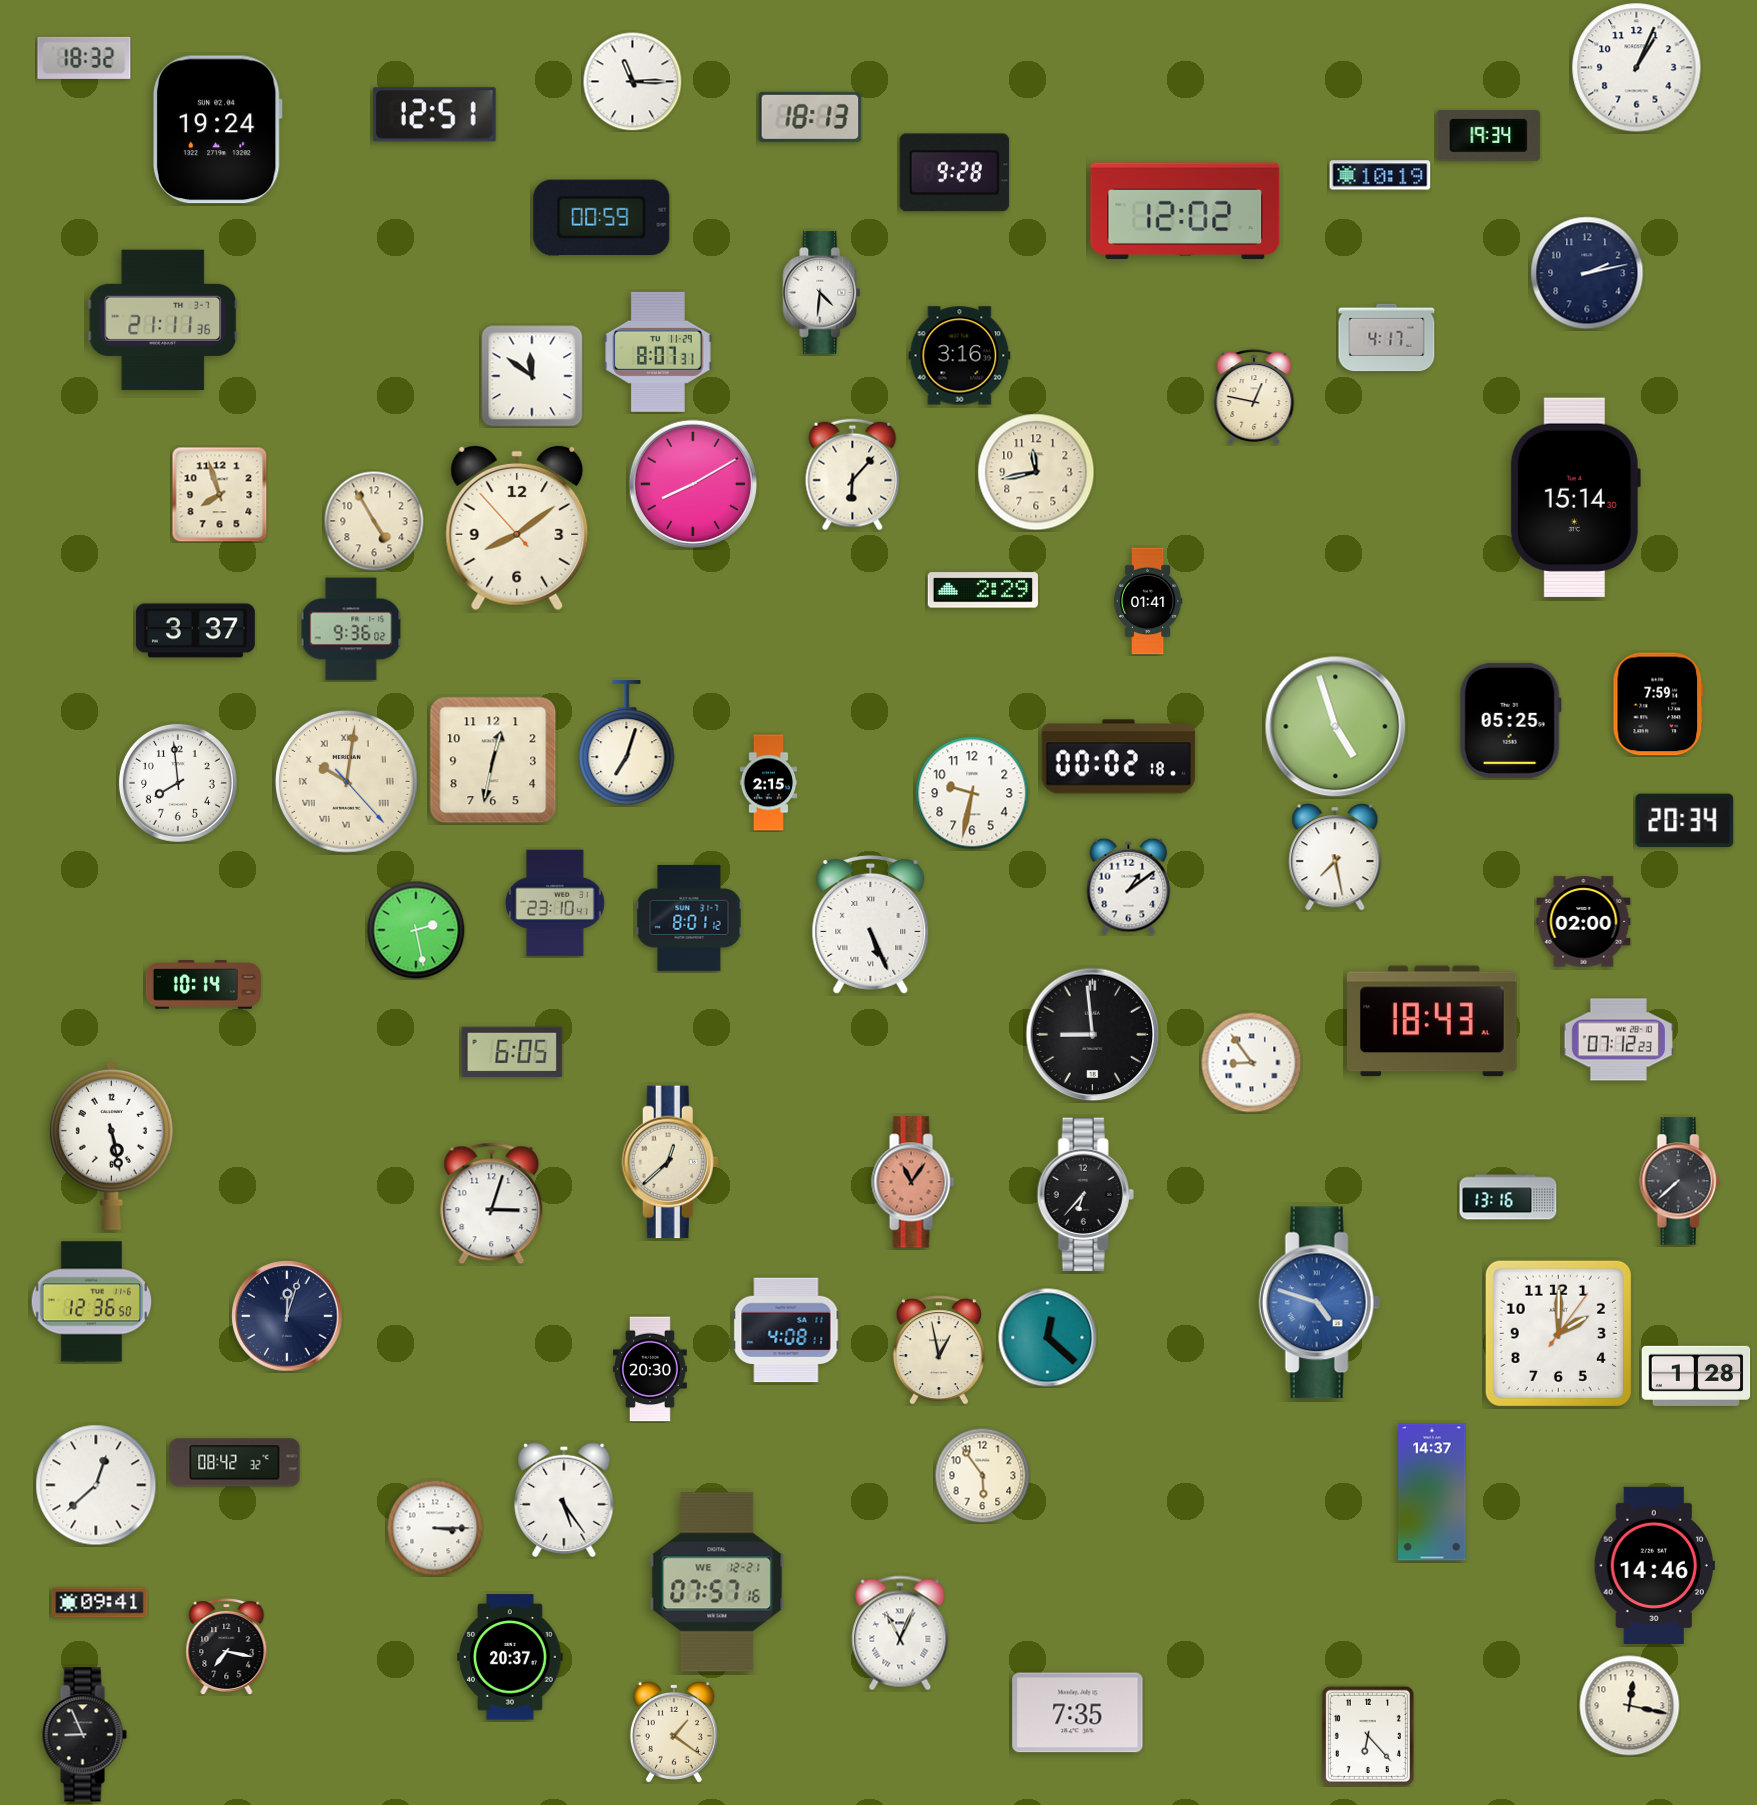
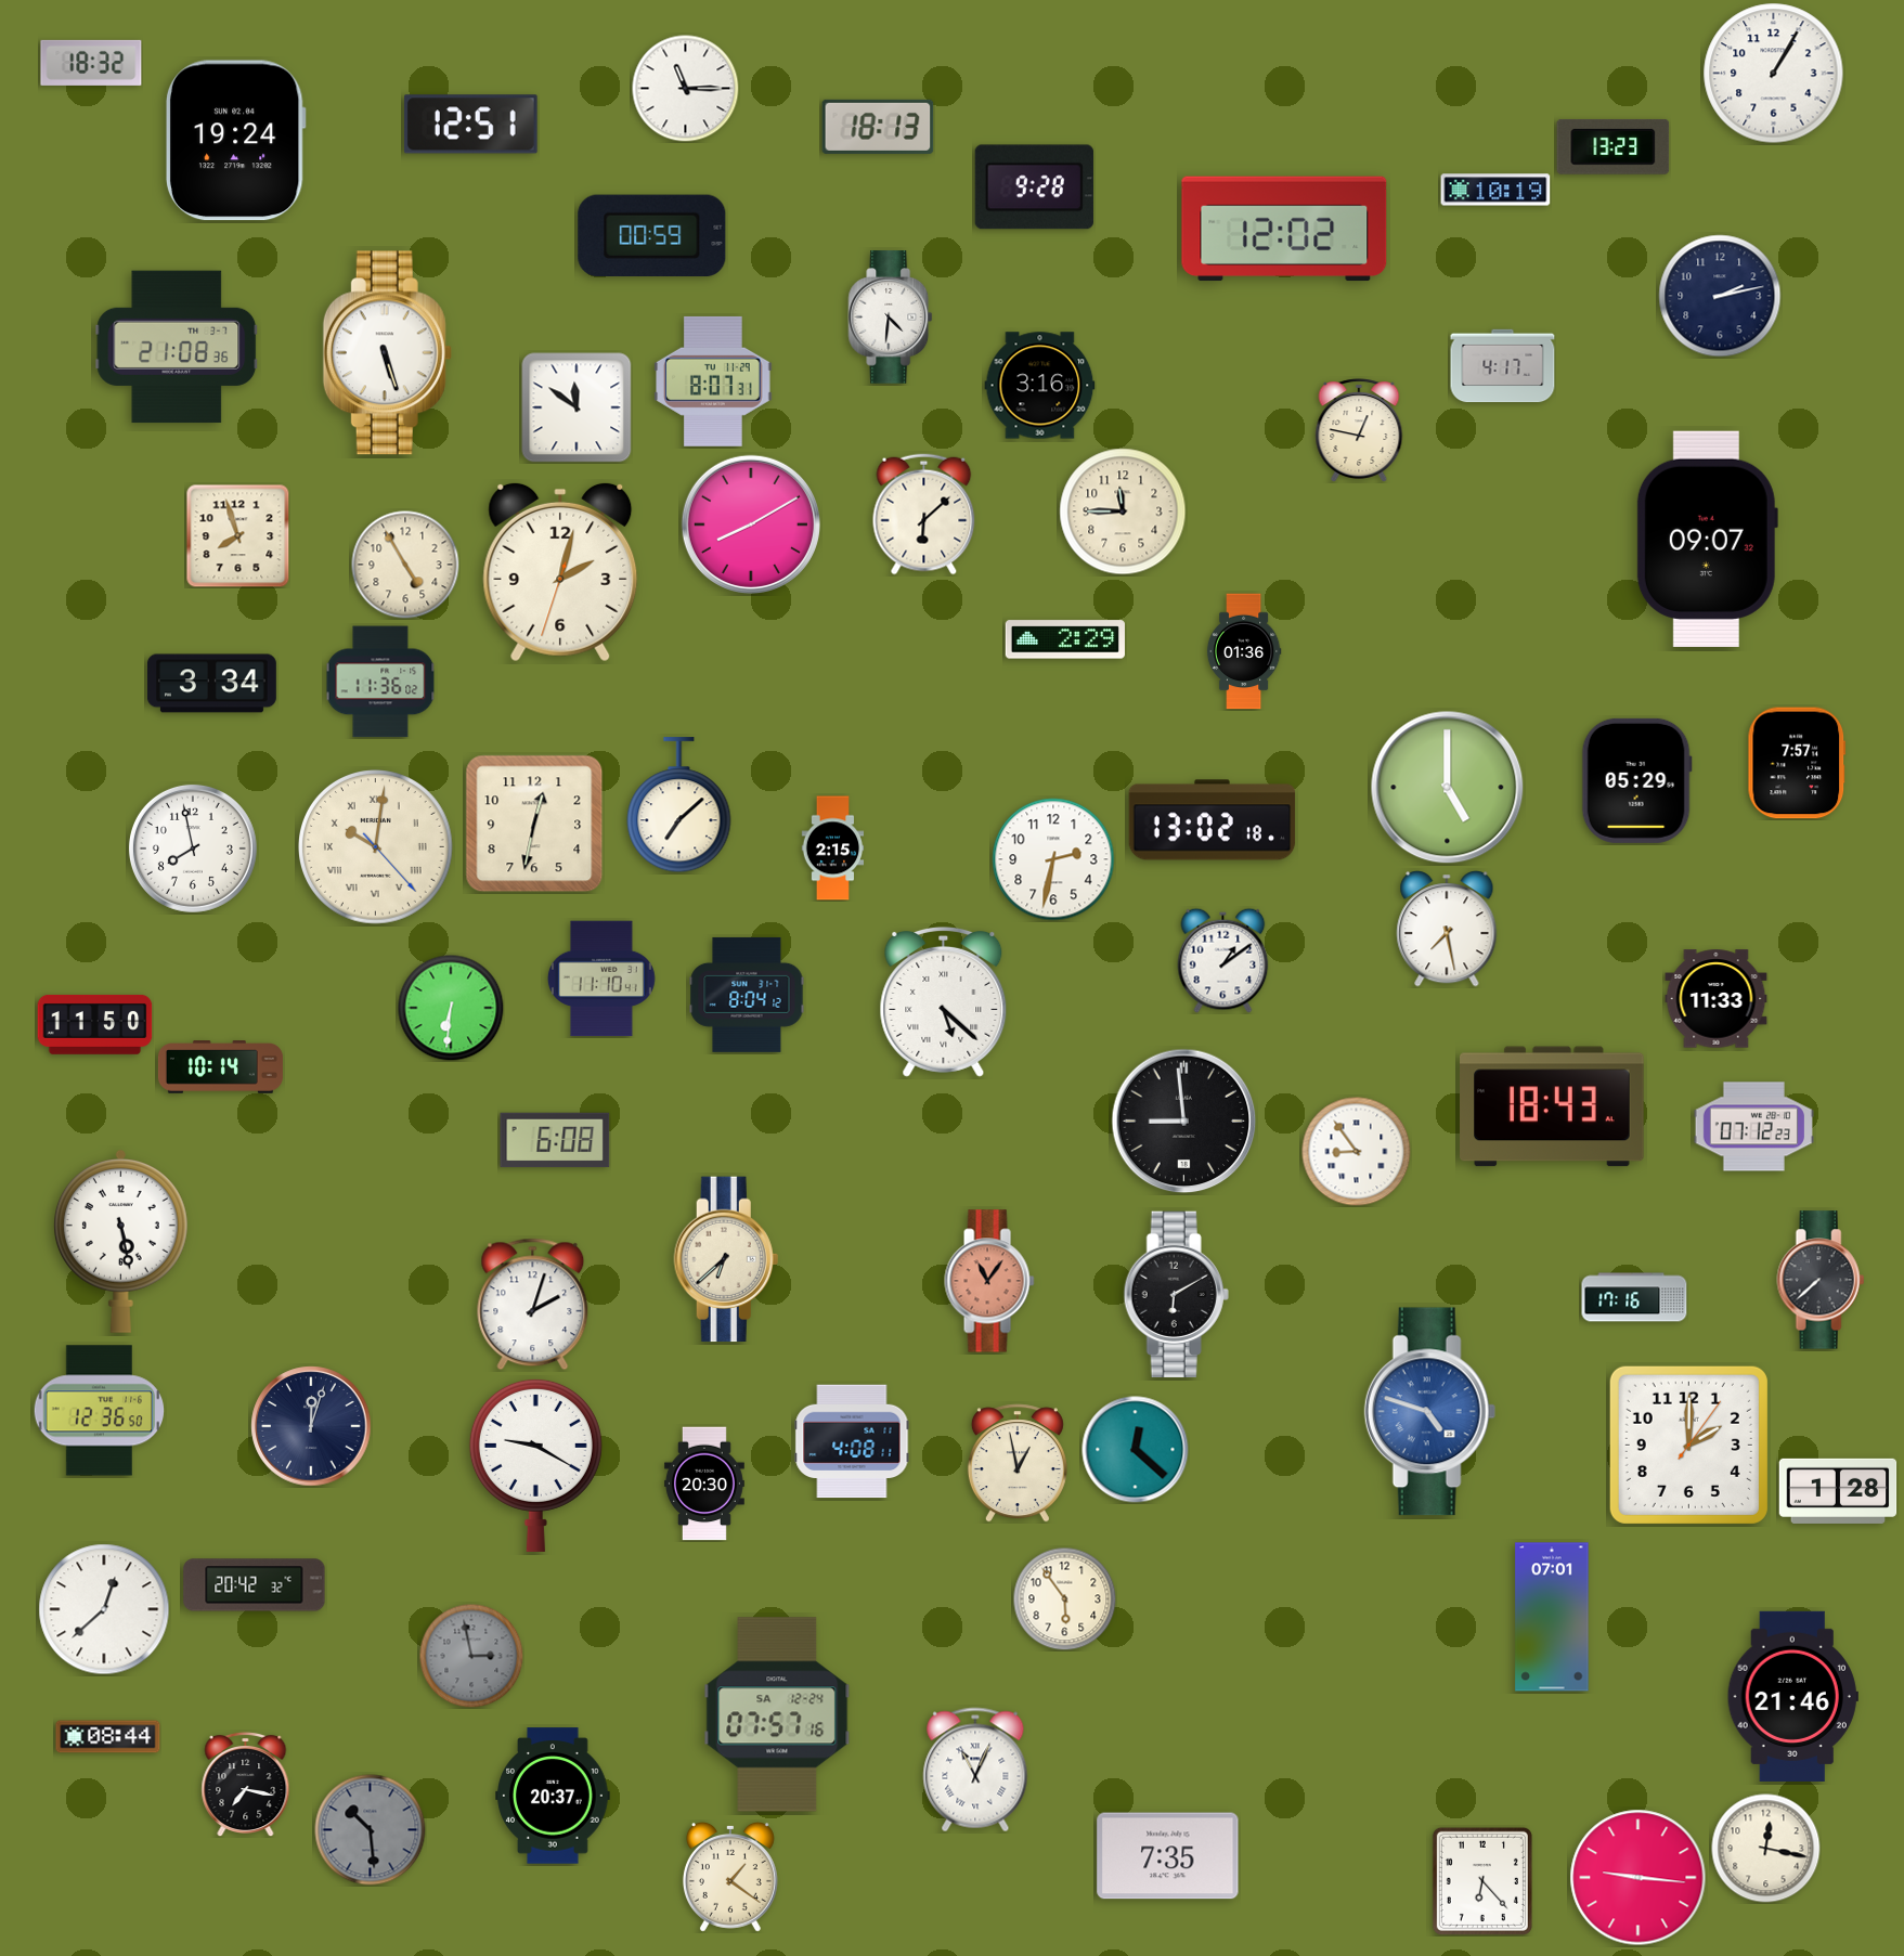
clock at (1637, 68): 1:04 -> 1:05
clock at (1489, 135): 19:34 -> 13:23
clock at (163, 320): 21:11 -> 21:08
clock at (387, 353): none -> 5:27
clock at (1036, 472): 11:43 -> 11:45
clock at (853, 475): 6:07 -> 6:08
clock at (1575, 497): 15:14 -> 09:07
clock at (517, 528): 8:08 -> 2:02
clock at (1148, 601): 01:41 -> 01:36
clock at (351, 629): 9:36 -> 11:36
clock at (195, 631): 3:37 -> 3:34
clock at (1658, 704): 7:59 -> 7:57
clock at (1510, 720): 05:25 -> 05:29
clock at (1336, 727): 4:57 -> 5:00
clock at (627, 743): 7:03 -> 7:08
clock at (1119, 757): 00:02 -> 13:02
clock at (178, 783): 7:59 -> 7:58
clock at (972, 793): 9:32 -> 2:32
clock at (1685, 821): 20:34 -> none
clock at (555, 903): 23:10 -> 11:10
clock at (689, 918): 8:01 -> 8:04
clock at (1584, 922): 02:00 -> 11:33
clock at (871, 924): 5:26 -> 5:22
clock at (416, 930): 2:28 -> 6:31
clock at (95, 1025): none -> 11:50
clock at (512, 1052): 6:05 -> 6:08
clock at (670, 1162): 12:38 -> 6:38
clock at (1085, 1195): 6:37 -> 6:10
clock at (1508, 1197): 13:16 -> 17:16
clock at (492, 1204): 3:03 -> 2:03
clock at (535, 1465): none -> 9:20
clock at (235, 1463): 08:42 -> 20:42
clock at (1432, 1492): 14:37 -> 07:01
clock at (564, 1500): 5:24 -> none
clock at (435, 1528): 3:15 -> 2:58
clock at (435, 1528) dial: white -> grey
clock at (1654, 1565): 14:46 -> 21:46
clock at (717, 1582) date: WE 12-21 -> SA 12-24
clock at (100, 1603): 09:41 -> 08:44
clock at (371, 1830): none -> 10:29
clock at (1639, 1878): none -> 9:16
clock at (84, 1735): 8:56 -> none
